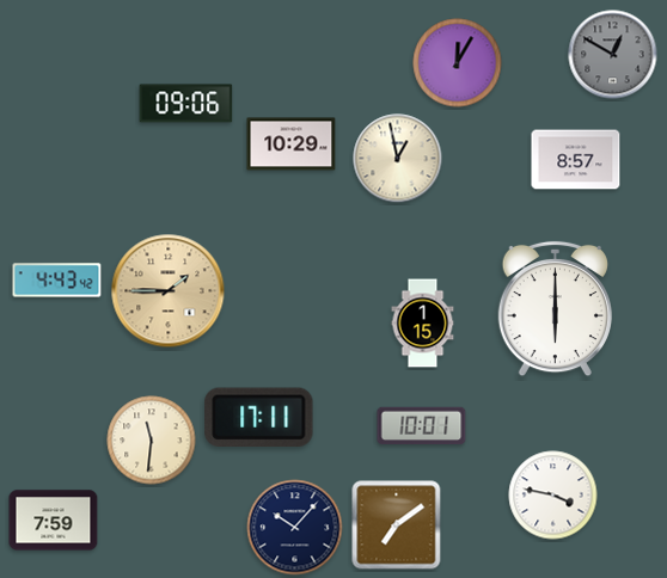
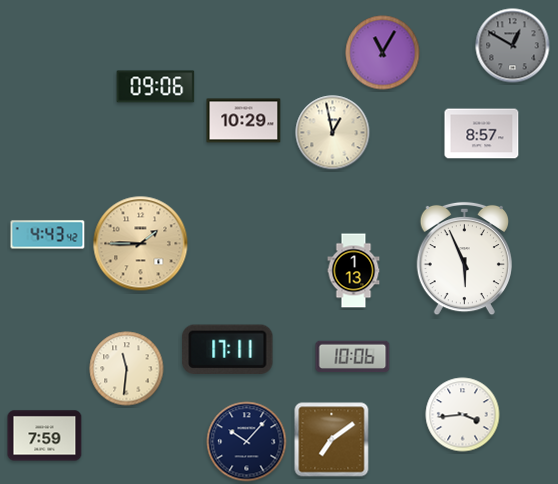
clock at (458, 63): 12:05 -> 11:05
clock at (555, 309): 6:00 -> 5:56
clock at (423, 324): 1:15 -> 1:13
clock at (259, 418) position: (259, 418) -> (228, 350)
clock at (422, 426): 10:01 -> 10:06
clock at (553, 496): 3:47 -> 3:44
